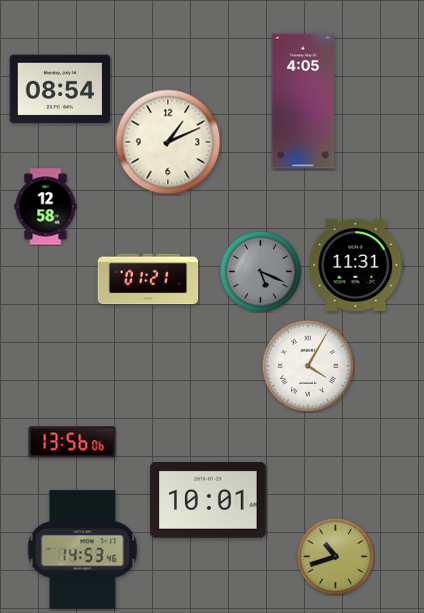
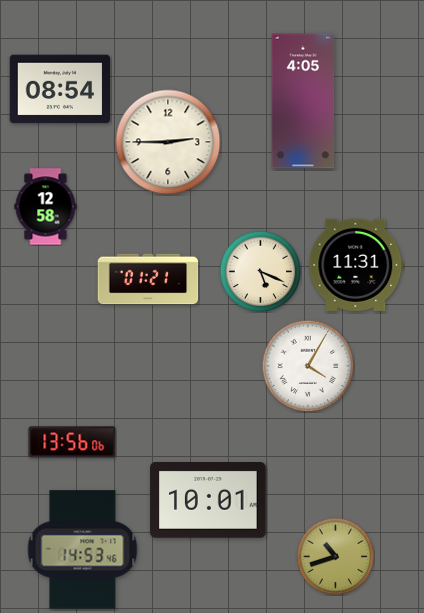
clock at (168, 142): 1:11 -> 2:45
clock at (260, 271) dial: grey -> cream
